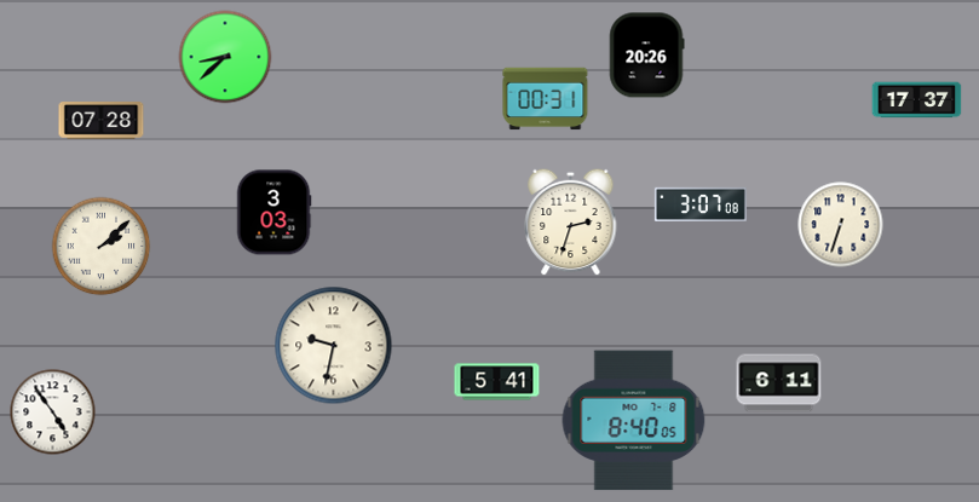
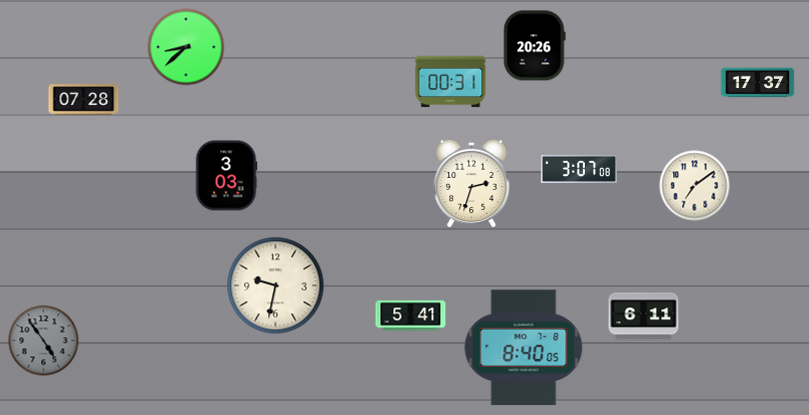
clock at (841, 225): 6:33 -> 7:09
clock at (102, 247): 2:08 -> none
clock at (53, 412) dial: white -> grey
